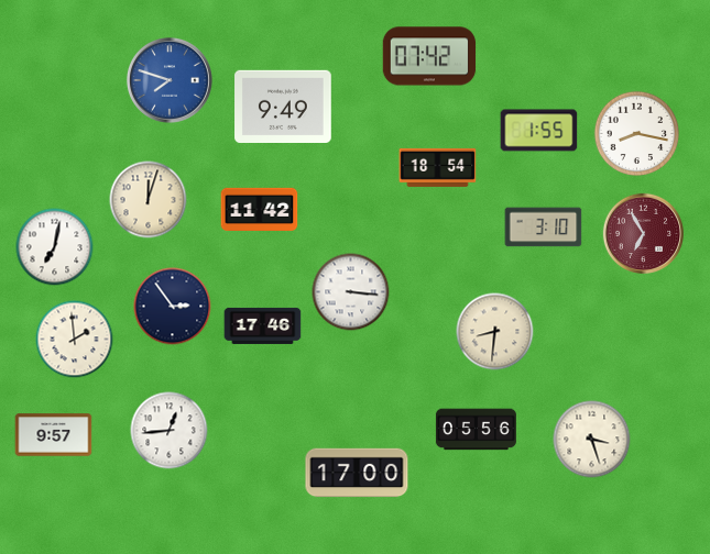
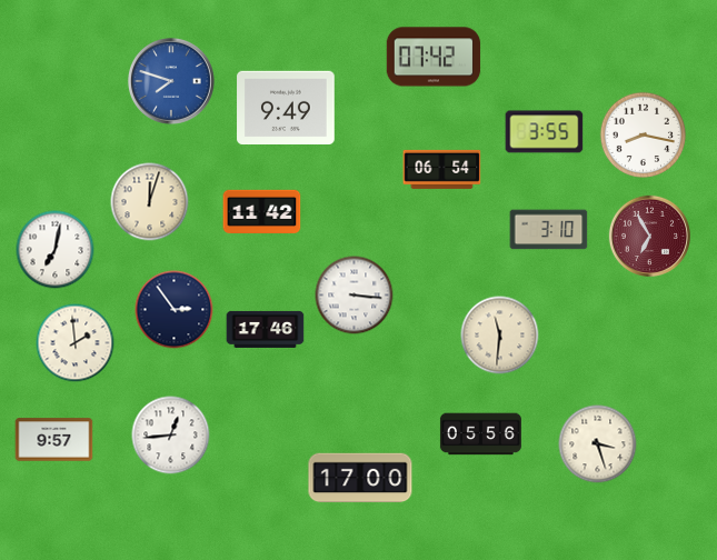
clock at (539, 131): 1:55 -> 3:55
clock at (438, 167): 18:54 -> 06:54
clock at (495, 332): 8:31 -> 11:31
